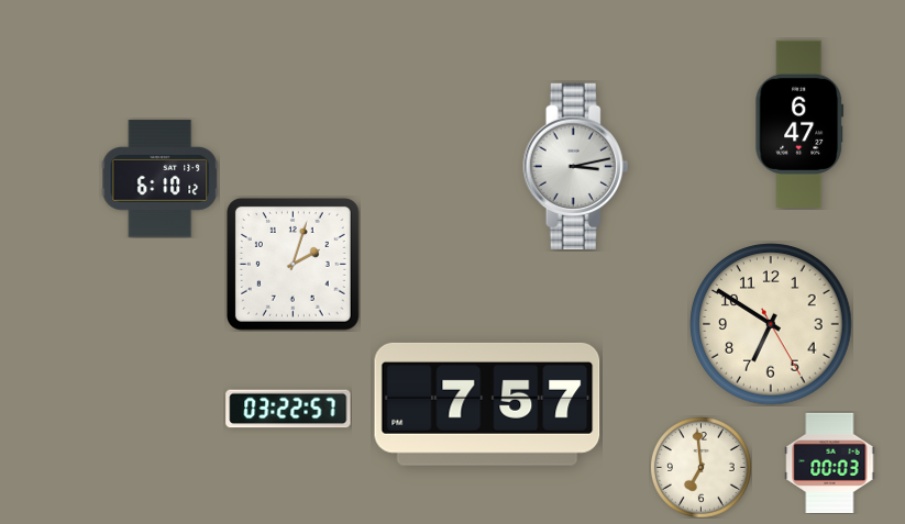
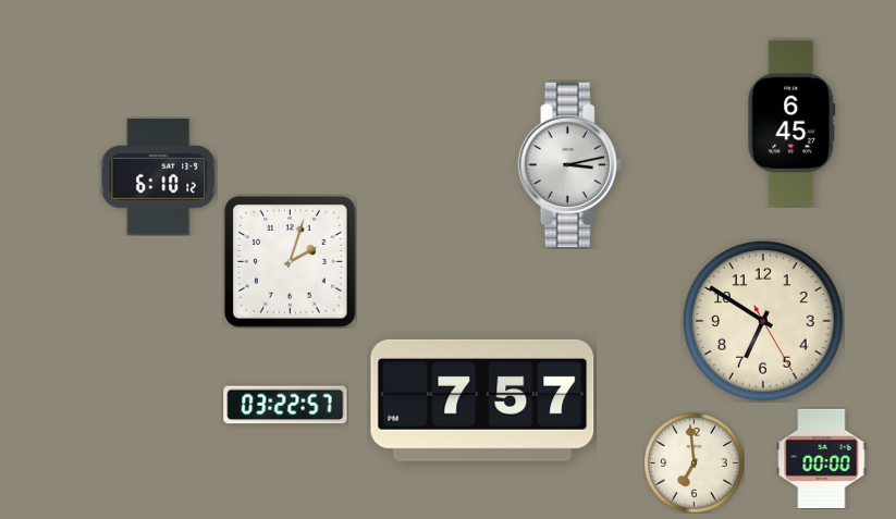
clock at (799, 123): 6:47 -> 6:45
clock at (830, 462): 00:03 -> 00:00
